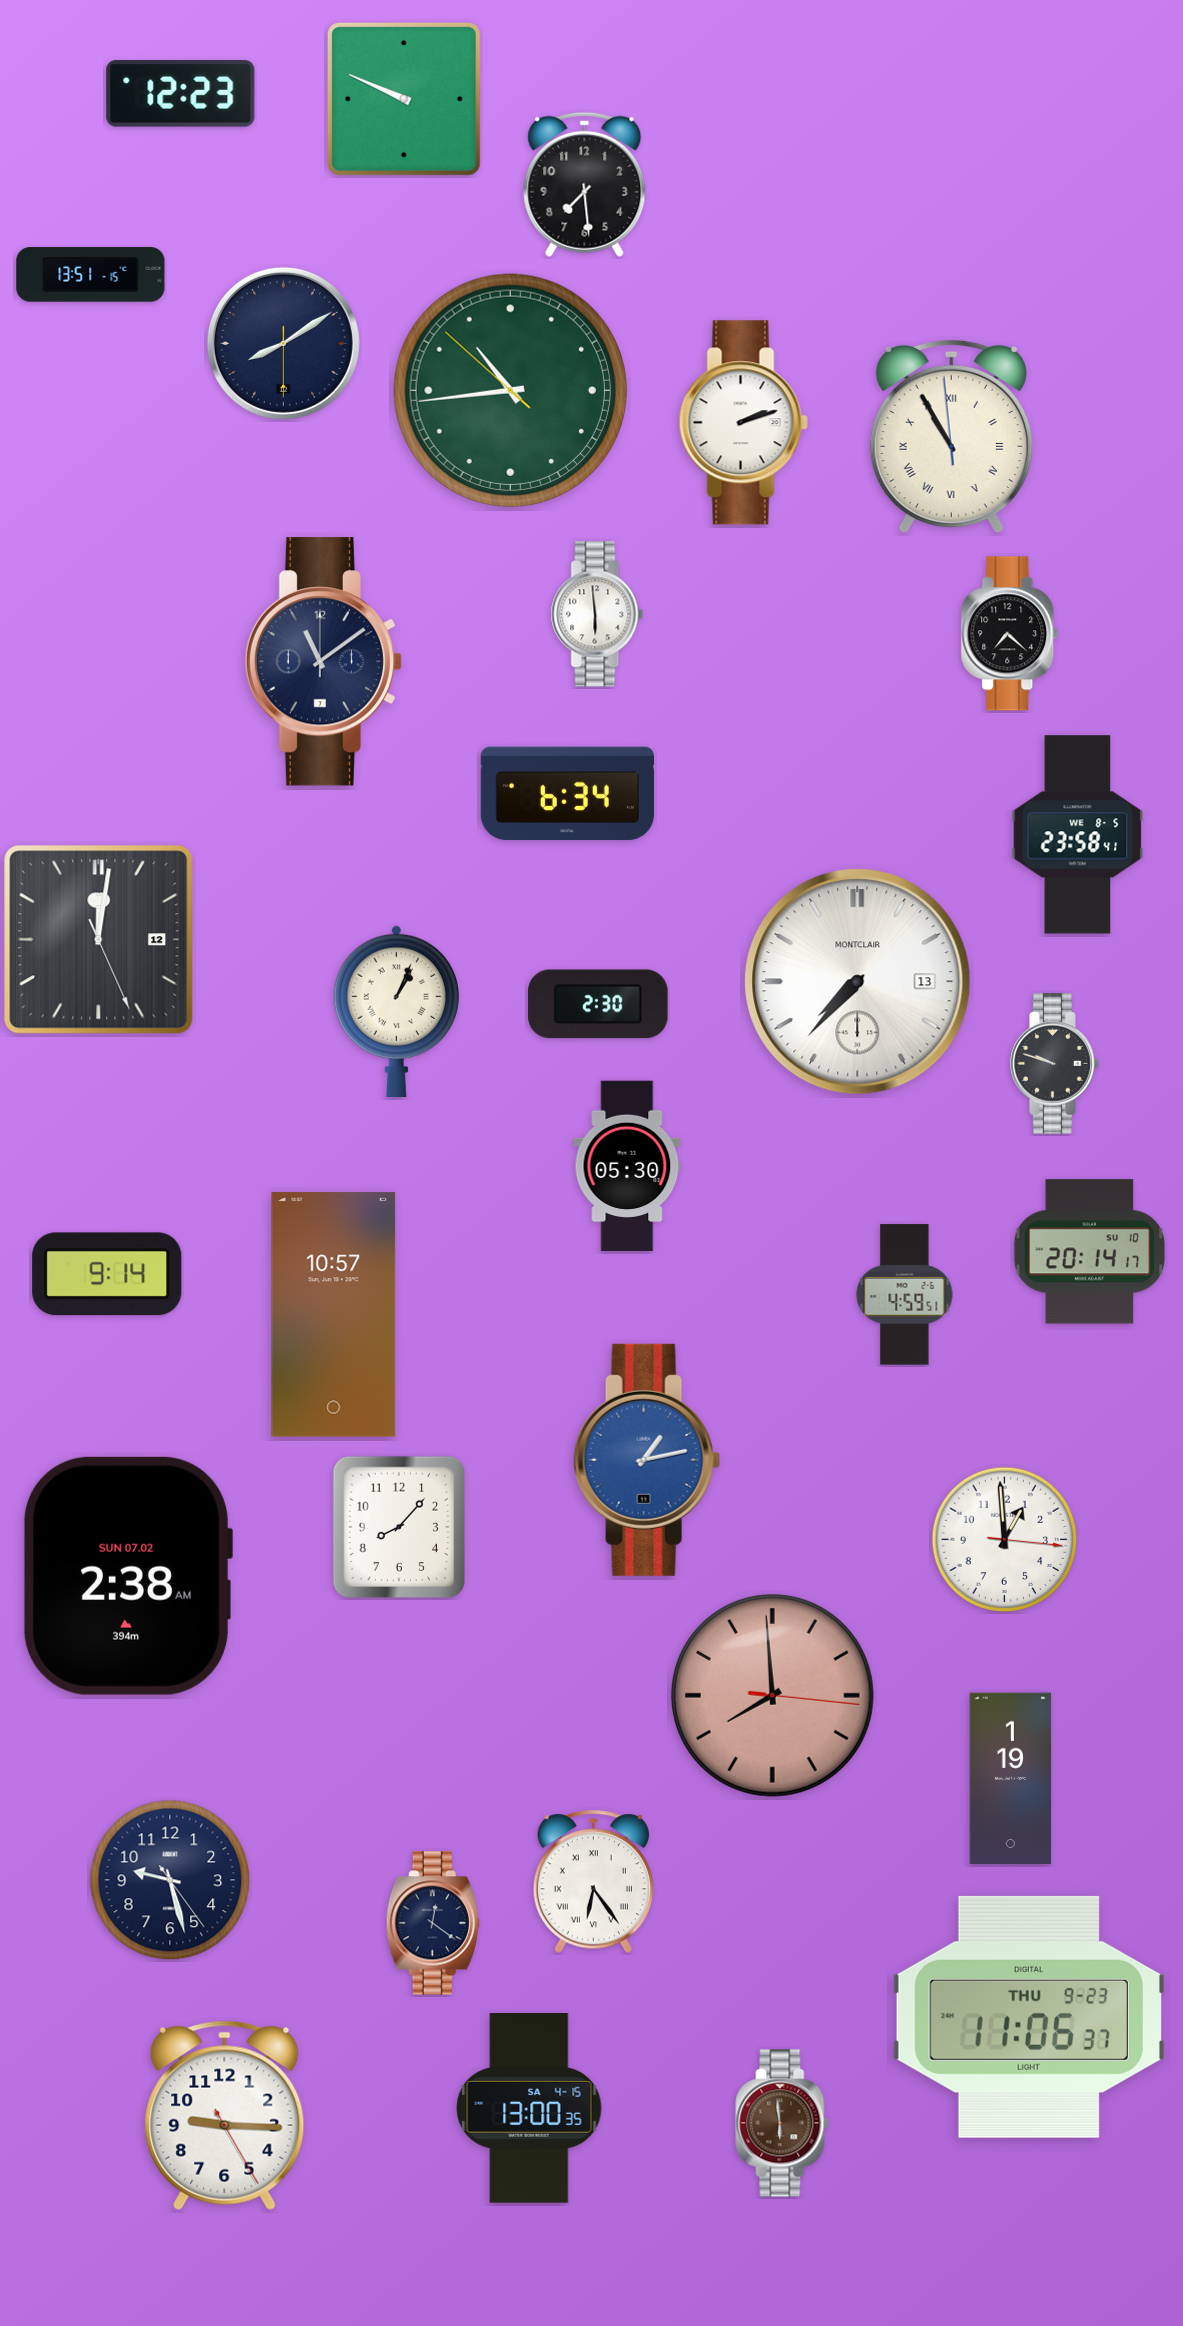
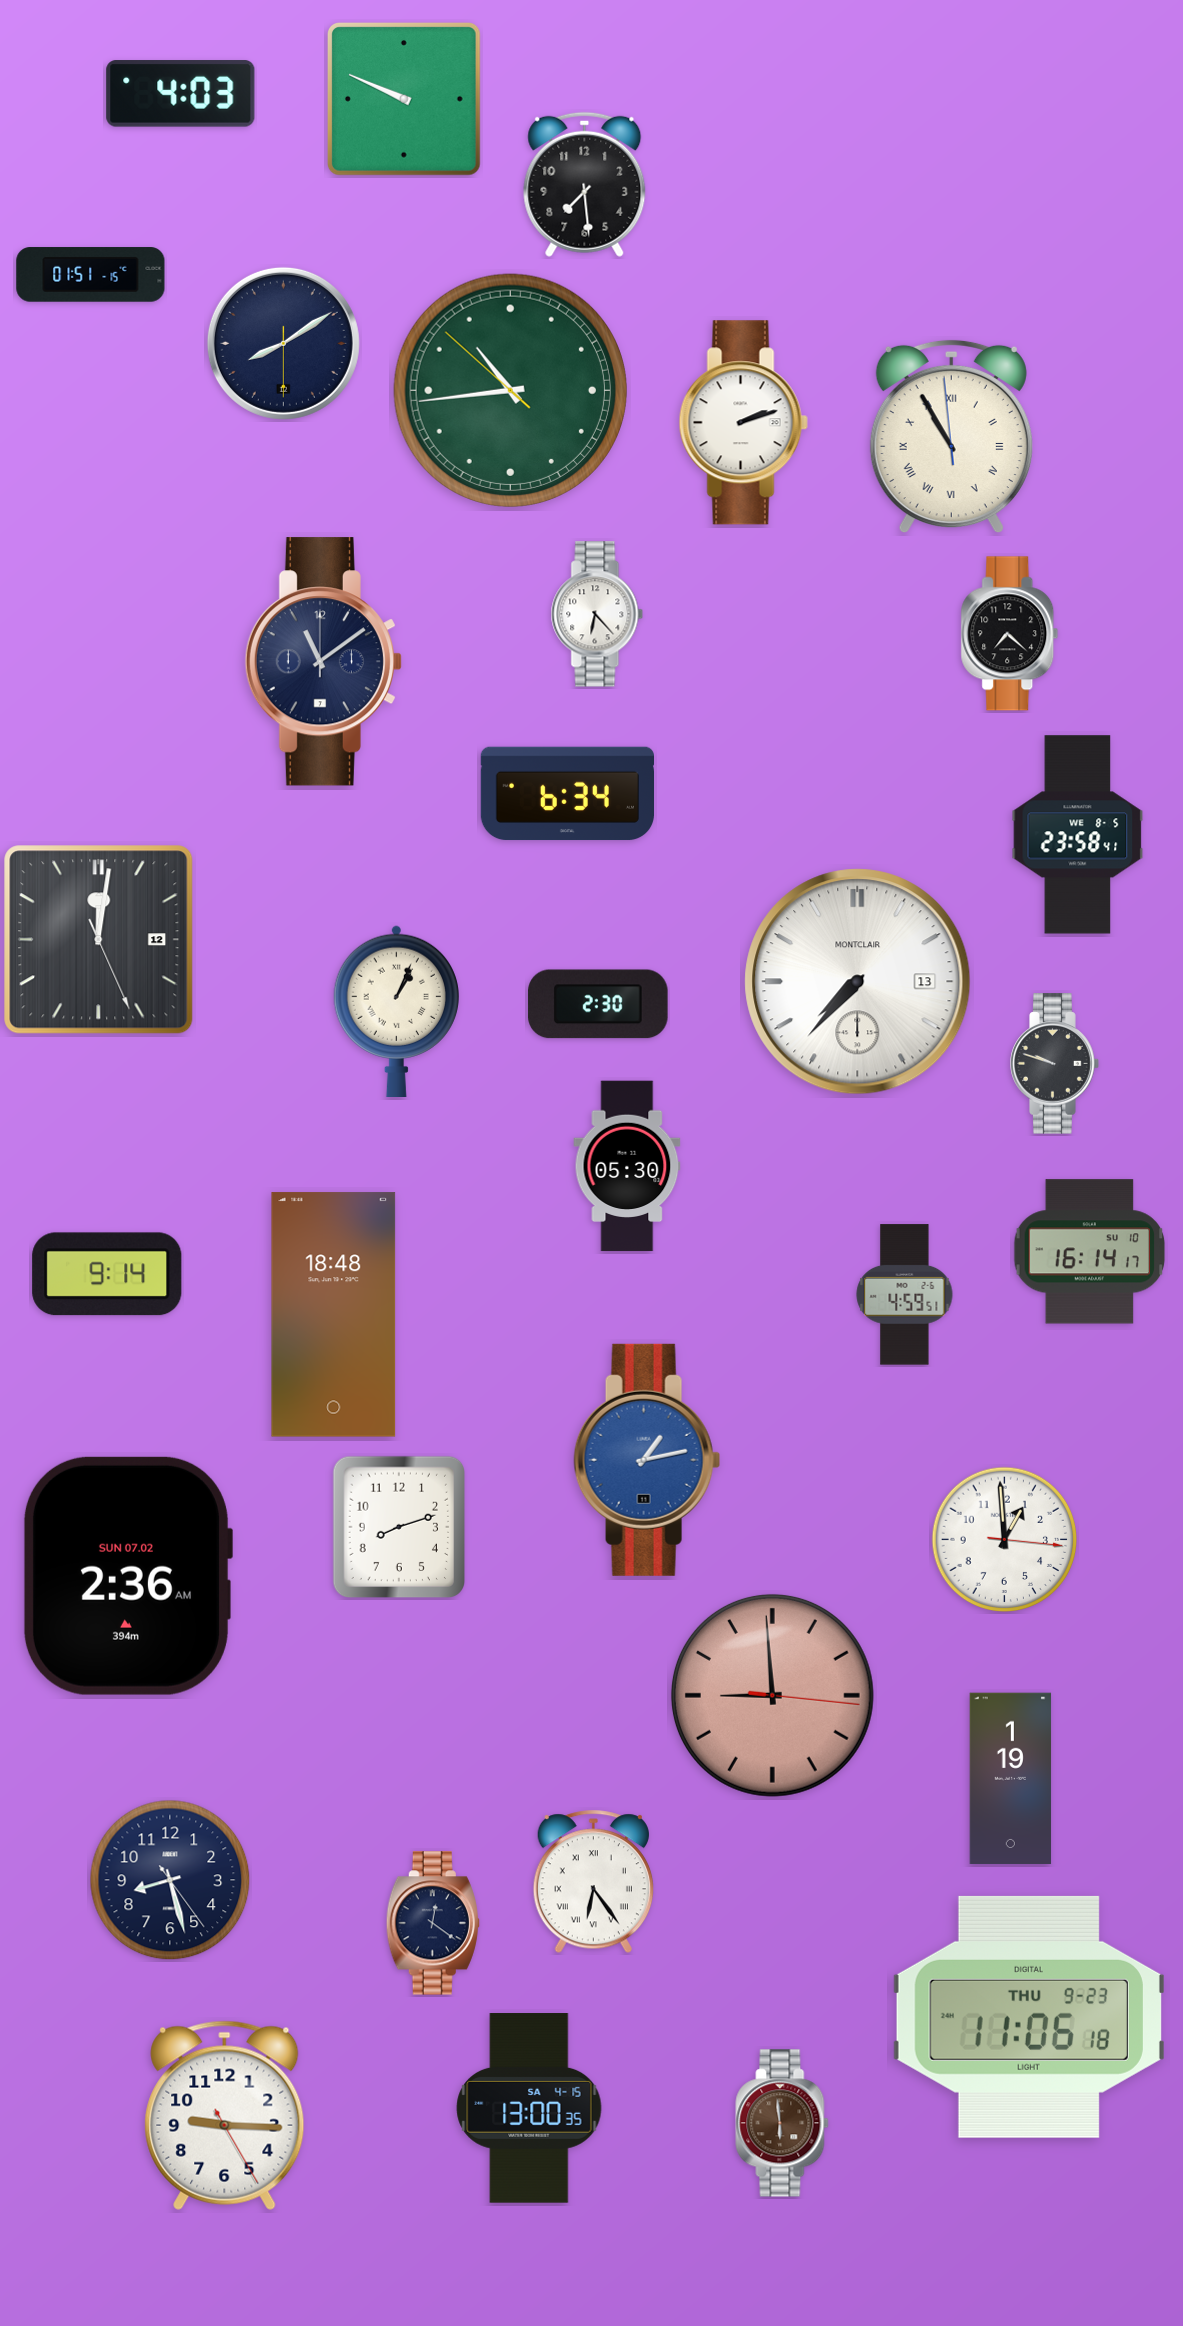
clock at (181, 94): 12:23 -> 4:03
clock at (91, 275): 13:51 -> 01:51
clock at (597, 614): 5:59 -> 6:23
clock at (1090, 1252): 20:14 -> 16:14
clock at (334, 1315): 10:57 -> 18:48
clock at (399, 1527): 8:07 -> 8:12
clock at (127, 1576): 2:38 -> 2:36
clock at (772, 1695): 7:59 -> 8:59
clock at (170, 1880): 9:27 -> 8:27
clock at (1029, 2017): 11:06:37 -> 11:06:18
